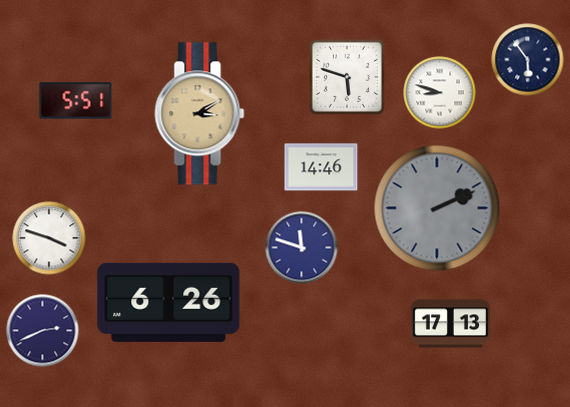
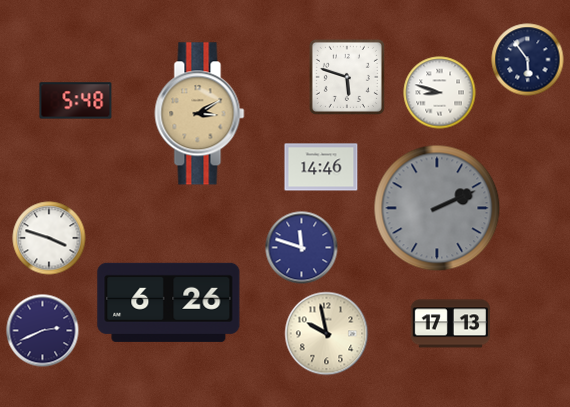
clock at (76, 101): 5:51 -> 5:48
clock at (327, 334): none -> 9:58
